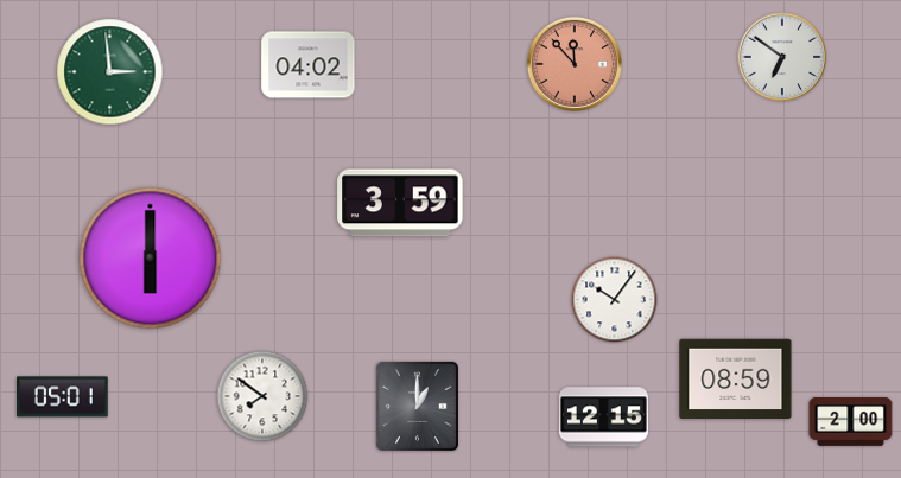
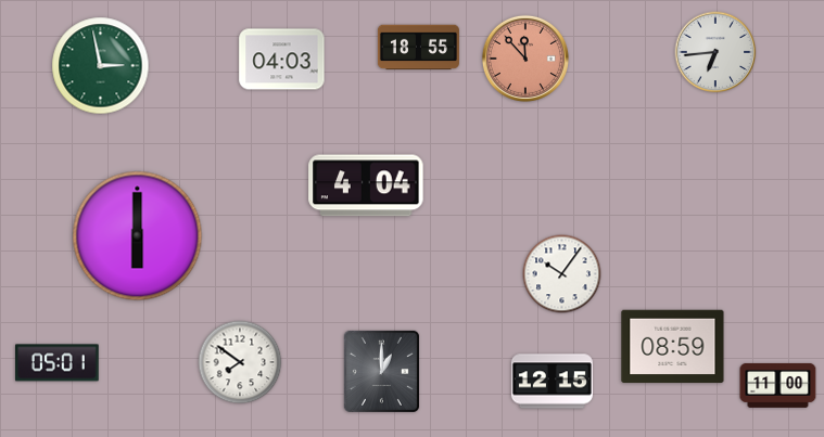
clock at (418, 48): none -> 18:55
clock at (782, 57): 6:51 -> 6:44
clock at (309, 65): 04:02 -> 04:03
clock at (110, 72): 2:59 -> 2:58
clock at (400, 203): 3:59 -> 4:04
clock at (851, 421): 2:00 -> 11:00
